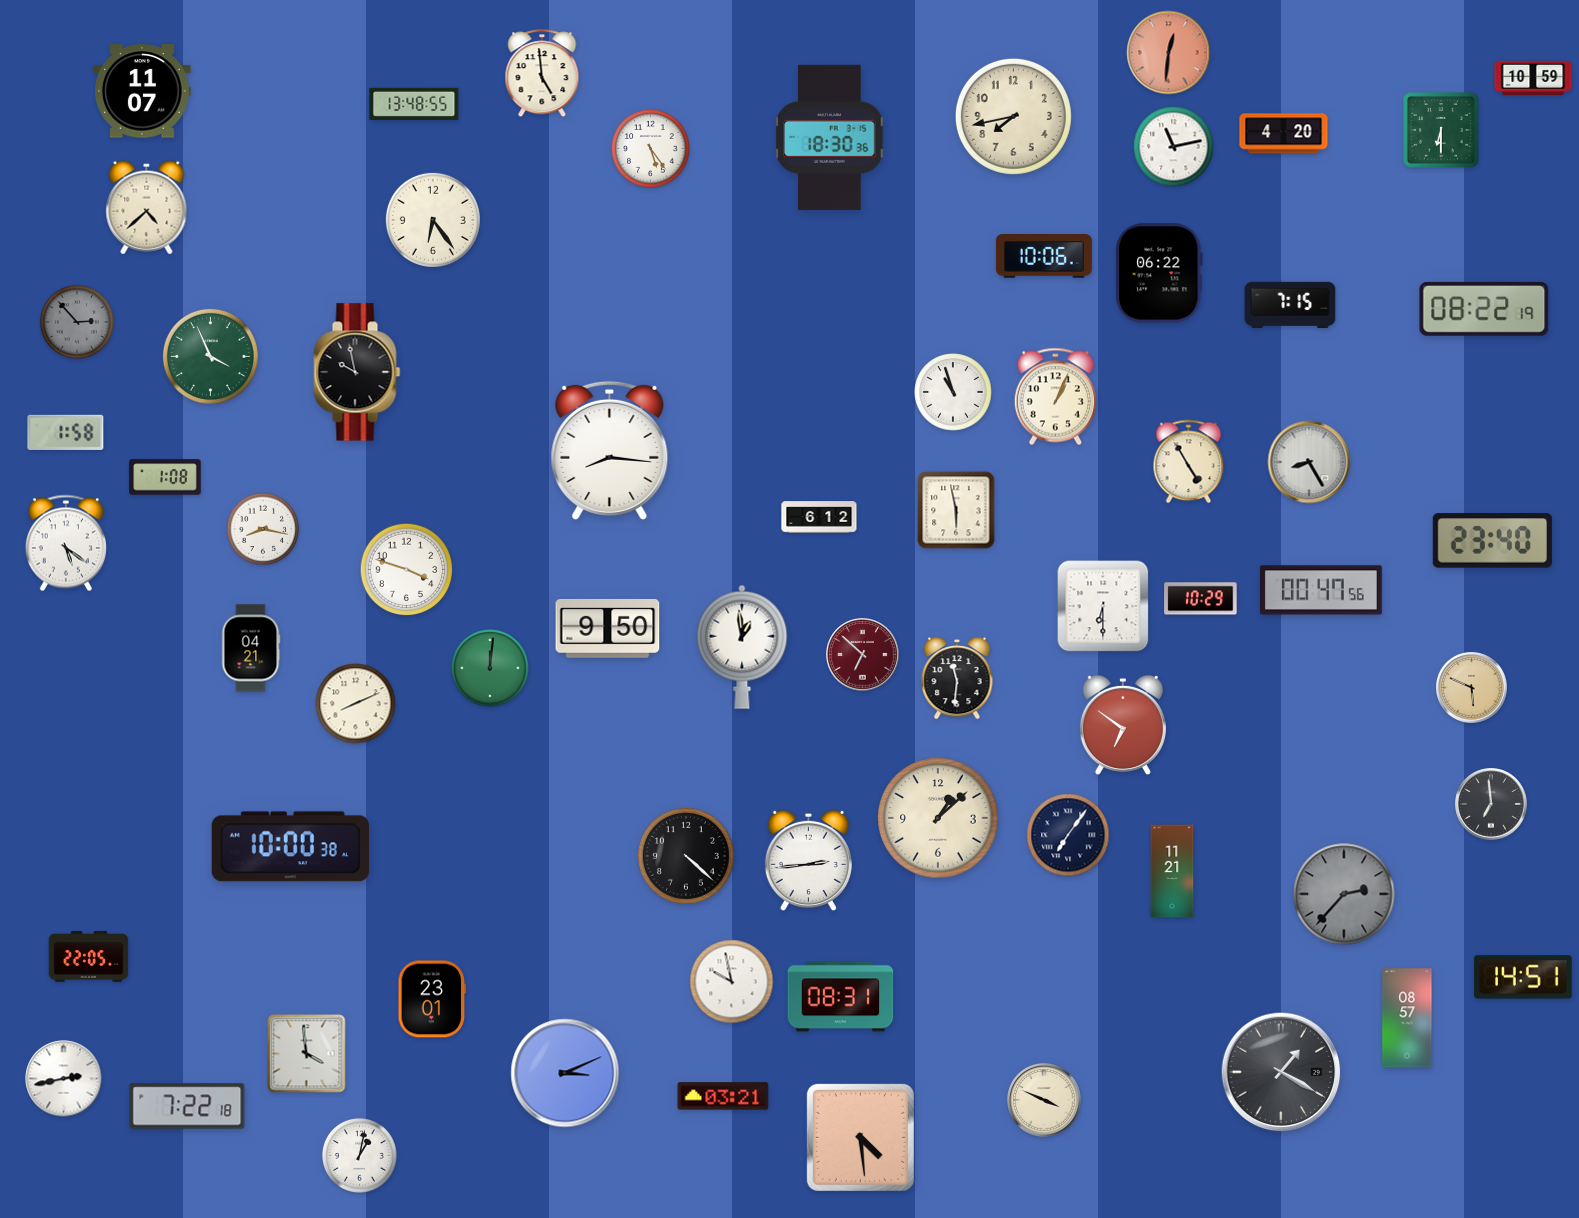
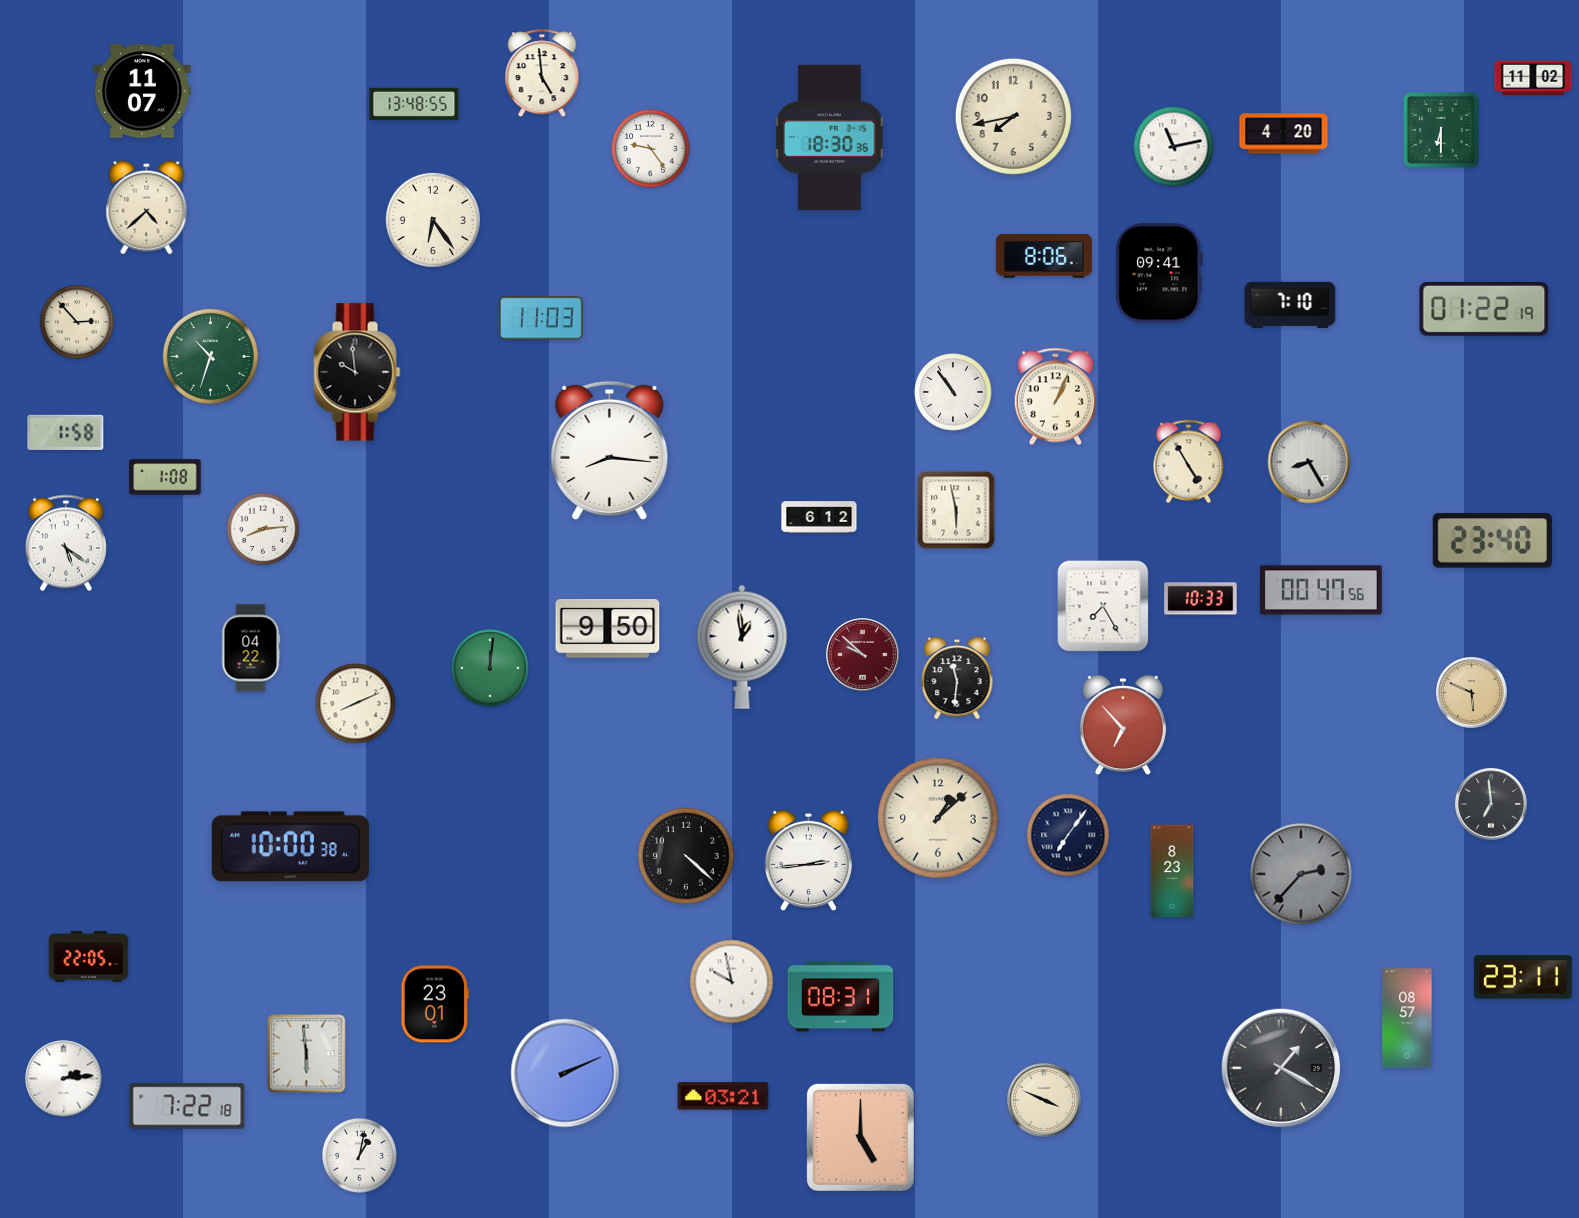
clock at (1169, 53): 12:31 -> none
clock at (1533, 78): 10:59 -> 11:02
clock at (651, 149): 5:24 -> 9:24
clock at (1044, 257): 10:06 -> 8:06
clock at (1160, 273): 06:22 -> 09:41
clock at (1290, 304): 7:15 -> 7:10
clock at (1484, 309): 08:22 -> 01:22
clock at (541, 318): none -> 11:03
clock at (77, 322) dial: grey -> cream
clock at (210, 356): 3:56 -> 10:33
clock at (357, 372): 9:58 -> 9:59
clock at (953, 392): 10:57 -> 10:54
clock at (263, 529): 8:17 -> 8:14
clock at (407, 570): 3:48 -> none
clock at (1201, 599): 10:29 -> 10:33
clock at (1103, 606): 6:30 -> 7:25
clock at (251, 648): 04:21 -> 04:22
clock at (863, 655): 6:52 -> 9:52
clock at (1472, 688) position: (1472, 688) -> (1472, 693)
clock at (1123, 724): 6:51 -> 6:53
clock at (1172, 871): 11:21 -> 8:23
clock at (1344, 894) position: (1344, 894) -> (1301, 874)
clock at (1523, 977): 14:51 -> 23:11
clock at (432, 999) position: (432, 999) -> (435, 1004)
clock at (307, 1054): 3:59 -> 5:59
clock at (1281, 1072) position: (1281, 1072) -> (1281, 1068)
clock at (565, 1073): 3:11 -> 2:11
clock at (64, 1079): 2:43 -> 2:14
clock at (860, 1137): 4:29 -> 5:00
